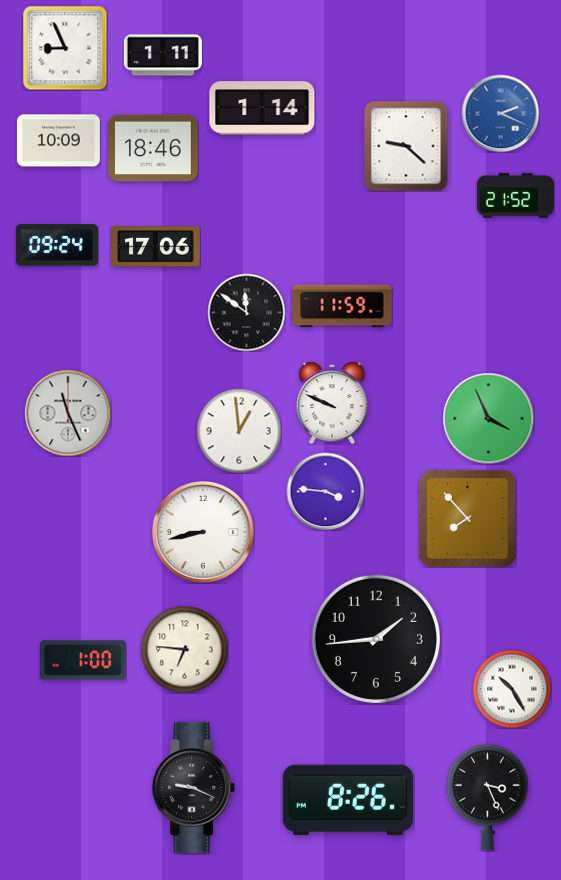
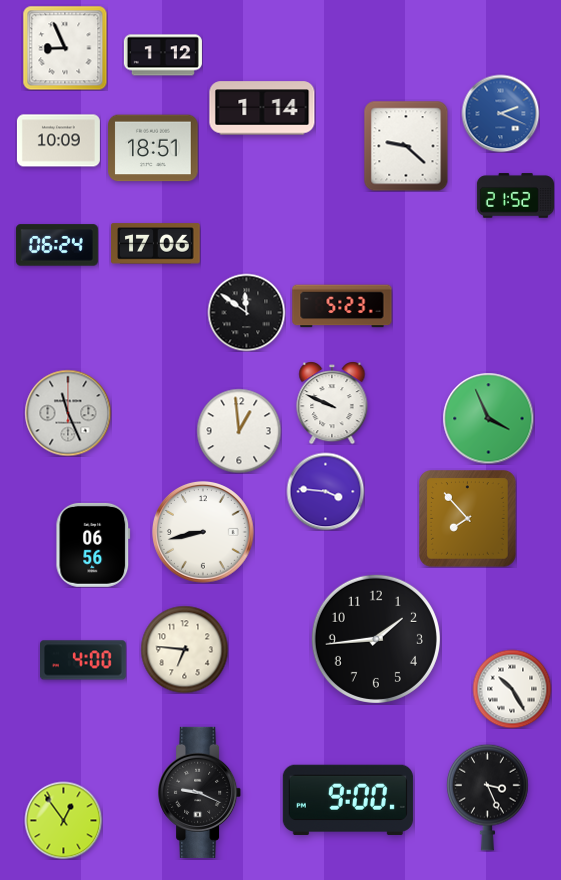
clock at (163, 55): 1:11 -> 1:12
clock at (153, 148): 18:46 -> 18:51
clock at (57, 245): 09:24 -> 06:24
clock at (156, 247) position: (156, 247) -> (156, 244)
clock at (342, 306): 11:59 -> 5:23
clock at (93, 545): none -> 06:56
clock at (84, 660): 1:00 -> 4:00
clock at (194, 787) position: (194, 787) -> (200, 792)
clock at (348, 799): 8:26 -> 9:00
clock at (63, 820): none -> 12:54
